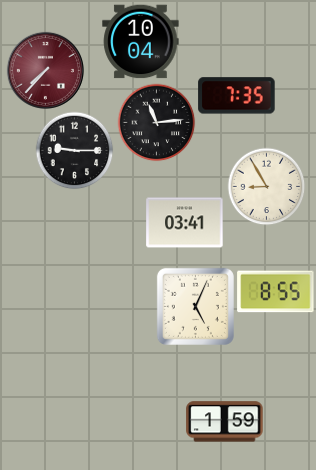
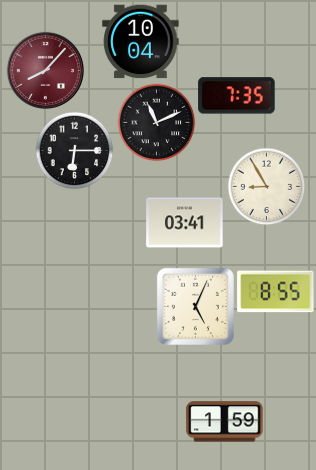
clock at (45, 70): 7:37 -> 8:07
clock at (156, 122): 11:14 -> 11:11
clock at (74, 150): 9:15 -> 6:15
